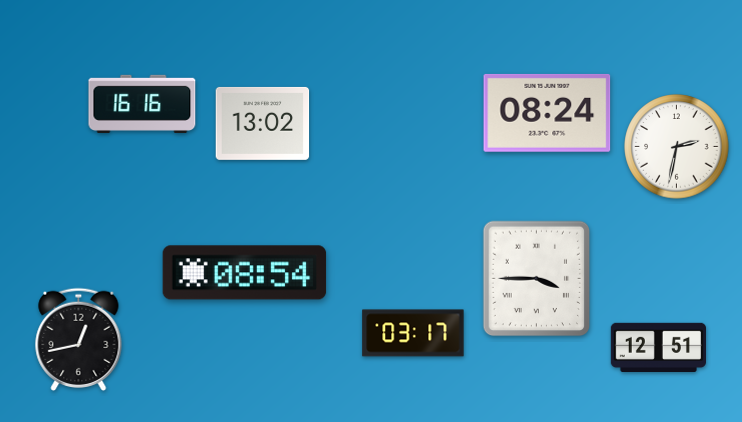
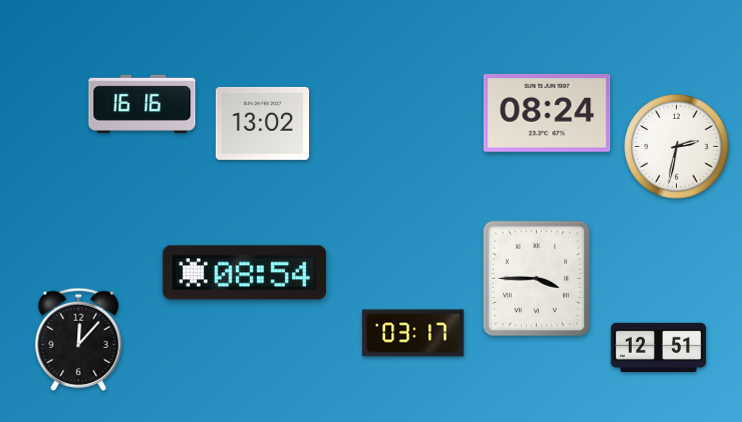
clock at (79, 339): 12:43 -> 12:07
